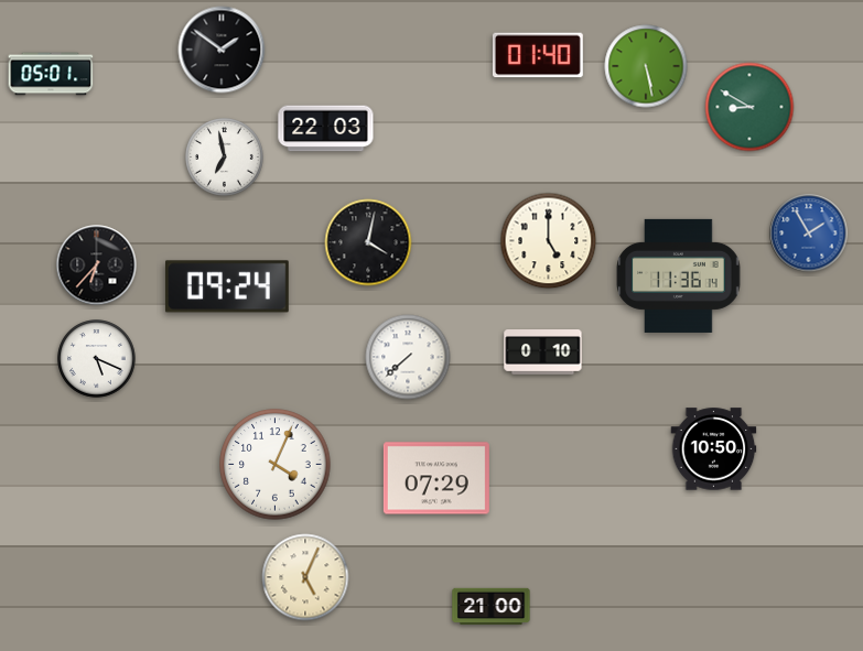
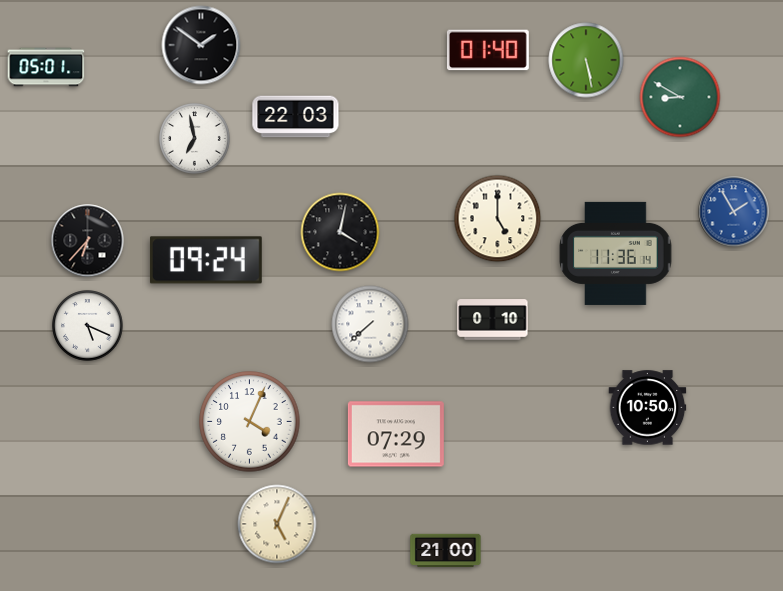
clock at (225, 158) position: (225, 158) -> (195, 139)
clock at (368, 242) position: (368, 242) -> (340, 232)
clock at (679, 275) position: (679, 275) -> (616, 253)
